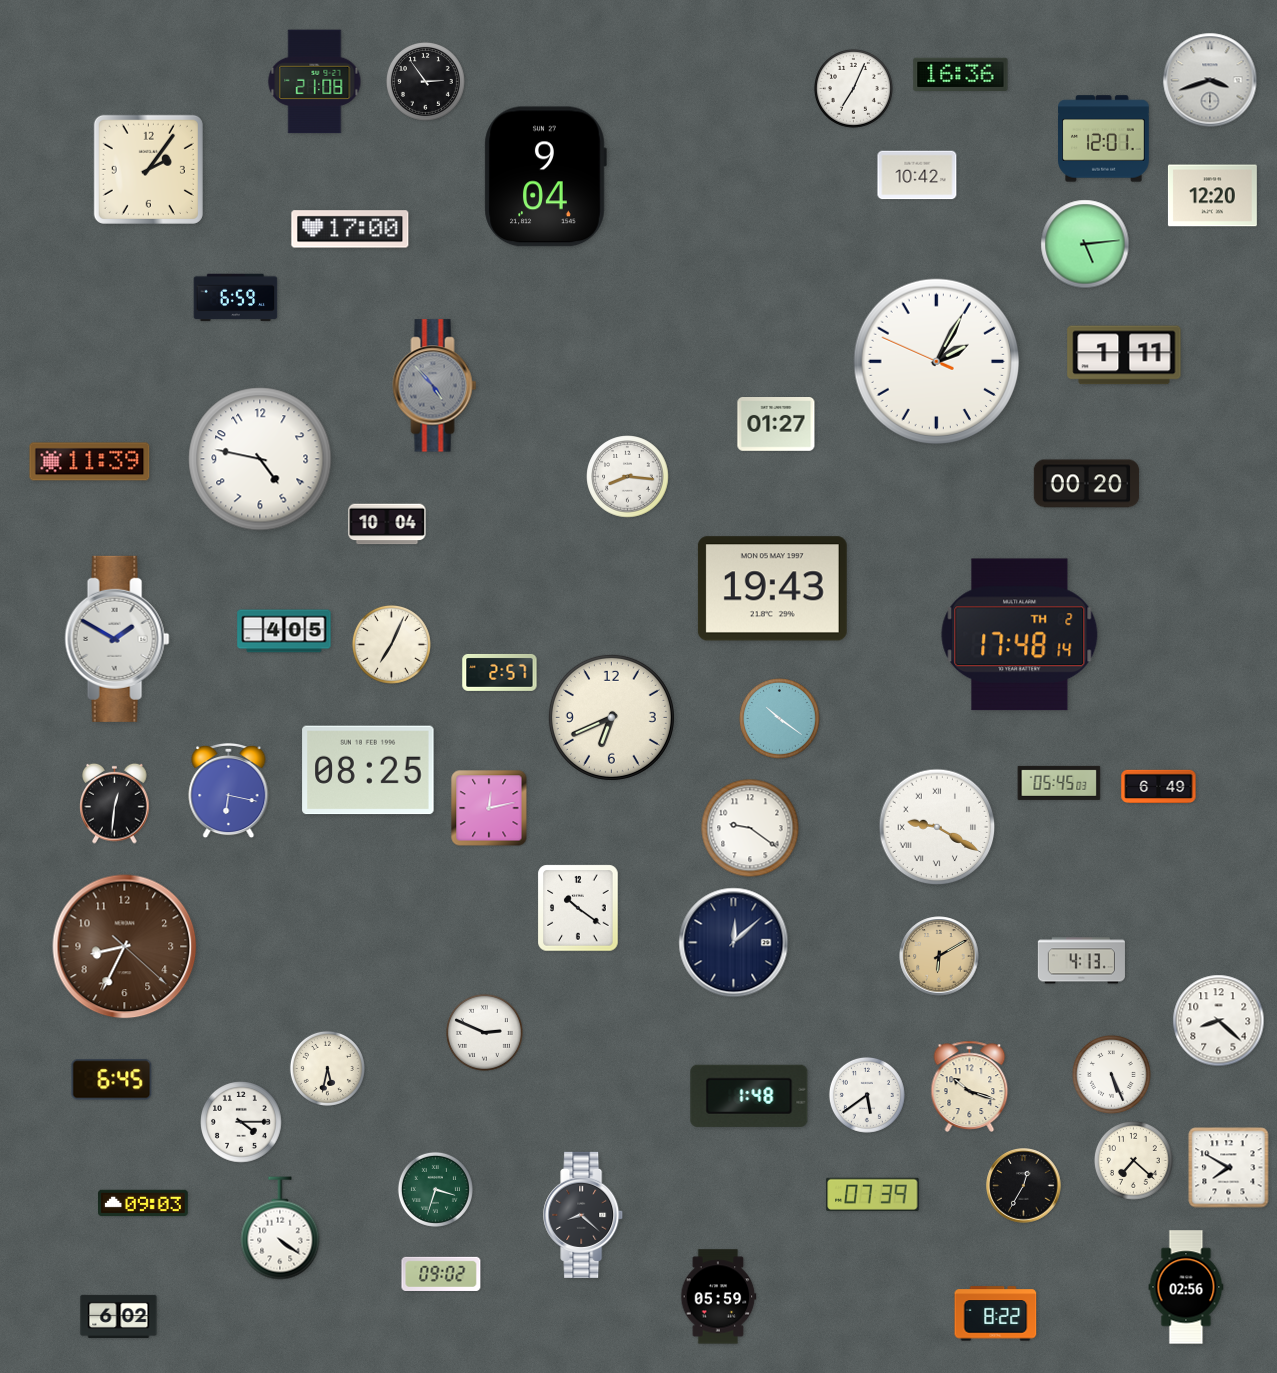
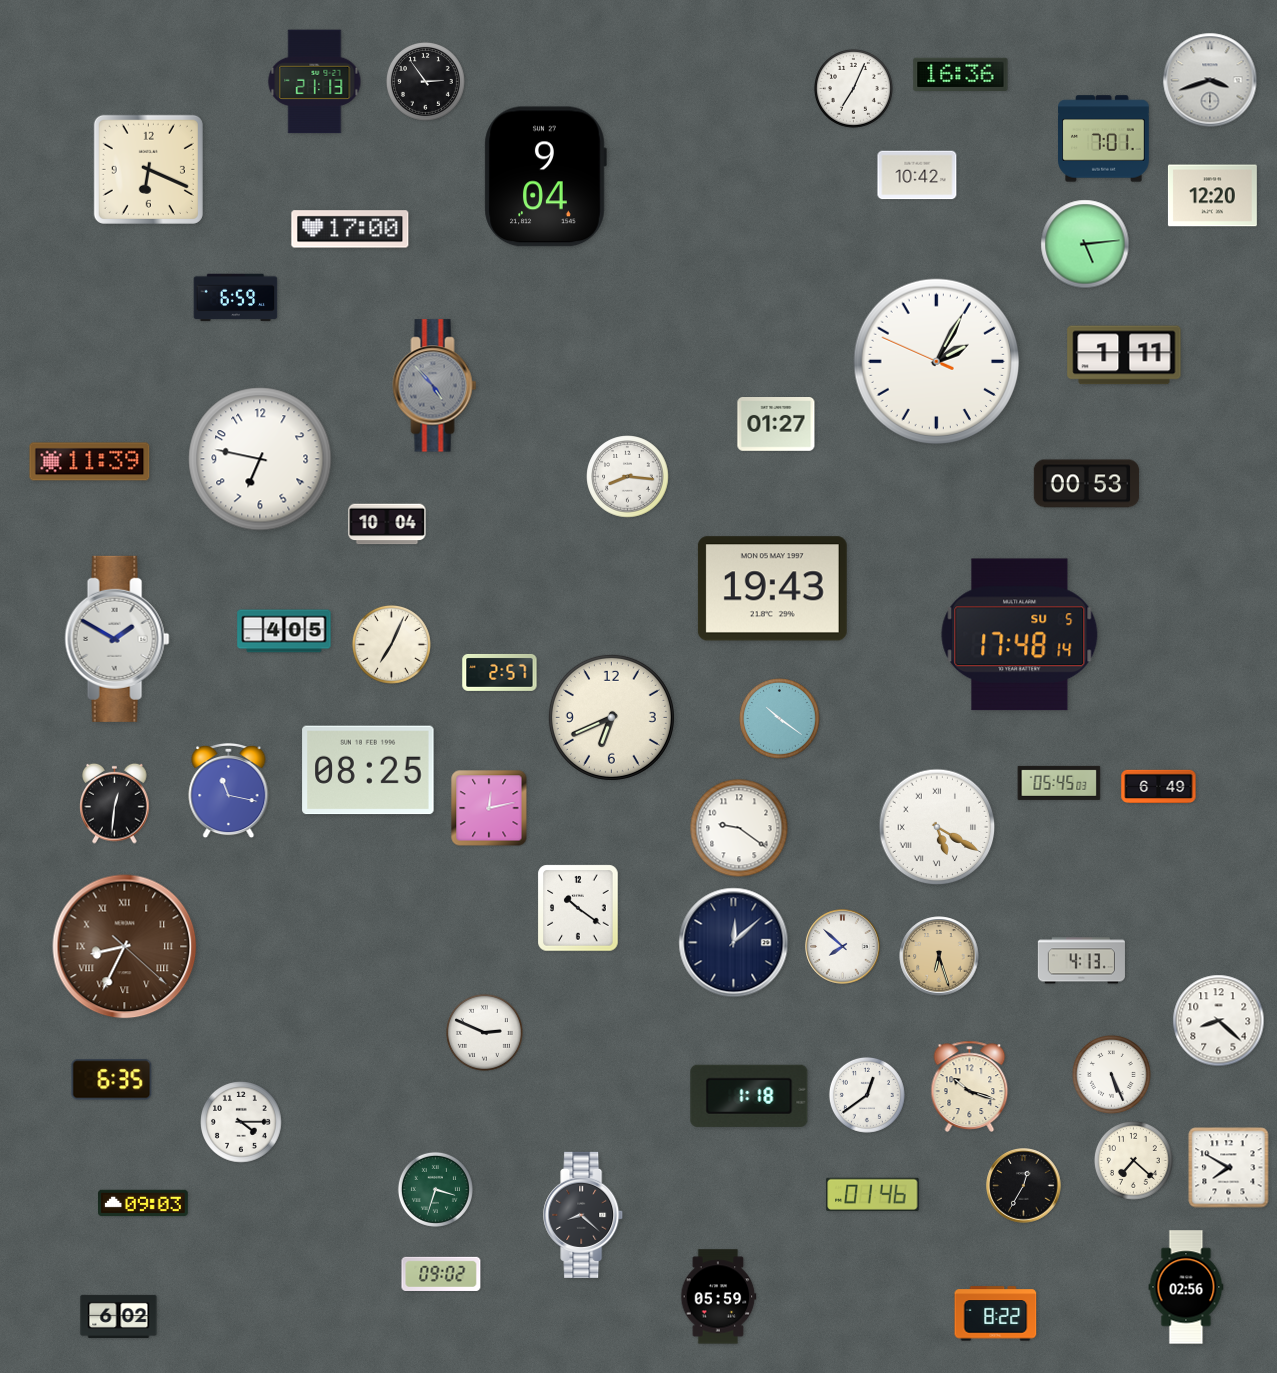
clock at (315, 82): 21:08 -> 21:13
clock at (1104, 139): 12:01 -> 7:01
clock at (148, 169): 2:06 -> 6:19
clock at (260, 459): 4:47 -> 6:47
clock at (1087, 484): 00:20 -> 00:53
clock at (1020, 635) date: TH 2 -> SU 5
clock at (229, 791): 6:17 -> 11:17
clock at (937, 827): 9:20 -> 5:20
clock at (750, 828) position: (750, 828) -> (739, 828)
clock at (125, 947) numerals: Arabic -> Roman
clock at (843, 947): none -> 7:52
clock at (939, 956): 6:10 -> 6:27
clock at (327, 1068): 5:32 -> none
clock at (112, 1080): 6:45 -> 6:35
clock at (867, 1095): 5:39 -> 12:39
clock at (749, 1096): 1:48 -> 1:18
clock at (873, 1194): 07:39 -> 01:46
clock at (280, 1228): 4:21 -> none
